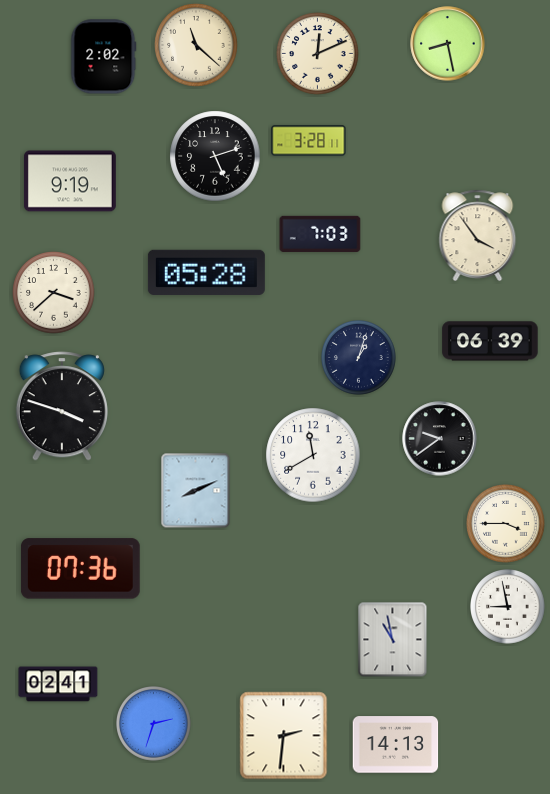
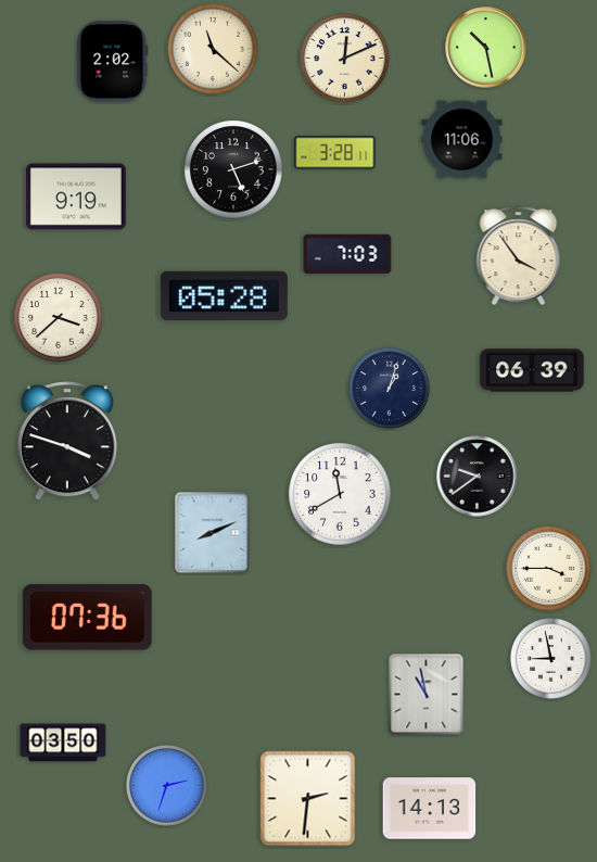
clock at (448, 44): 8:28 -> 10:28
clock at (462, 140): none -> 11:06
clock at (58, 684): 02:41 -> 03:50
